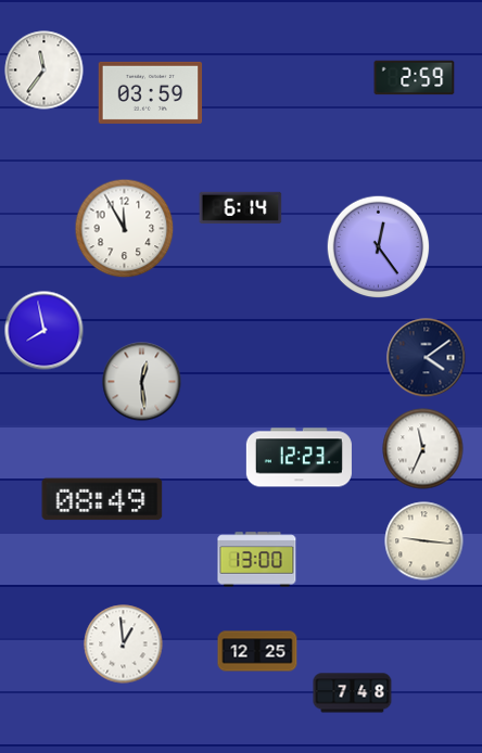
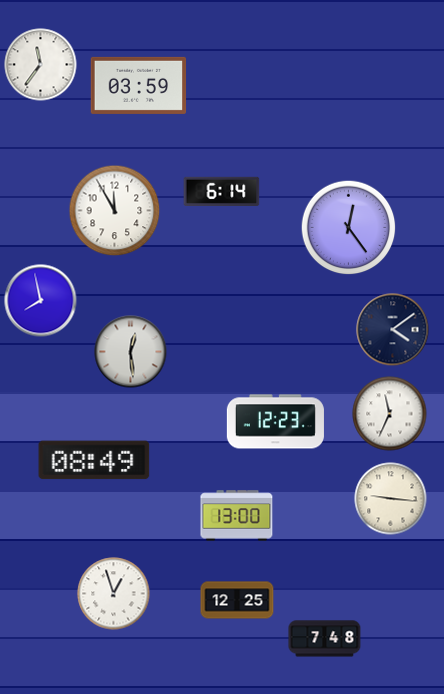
clock at (415, 78): 2:59 -> none
clock at (45, 331) position: (45, 331) -> (41, 301)
clock at (124, 644): 12:59 -> 12:57
